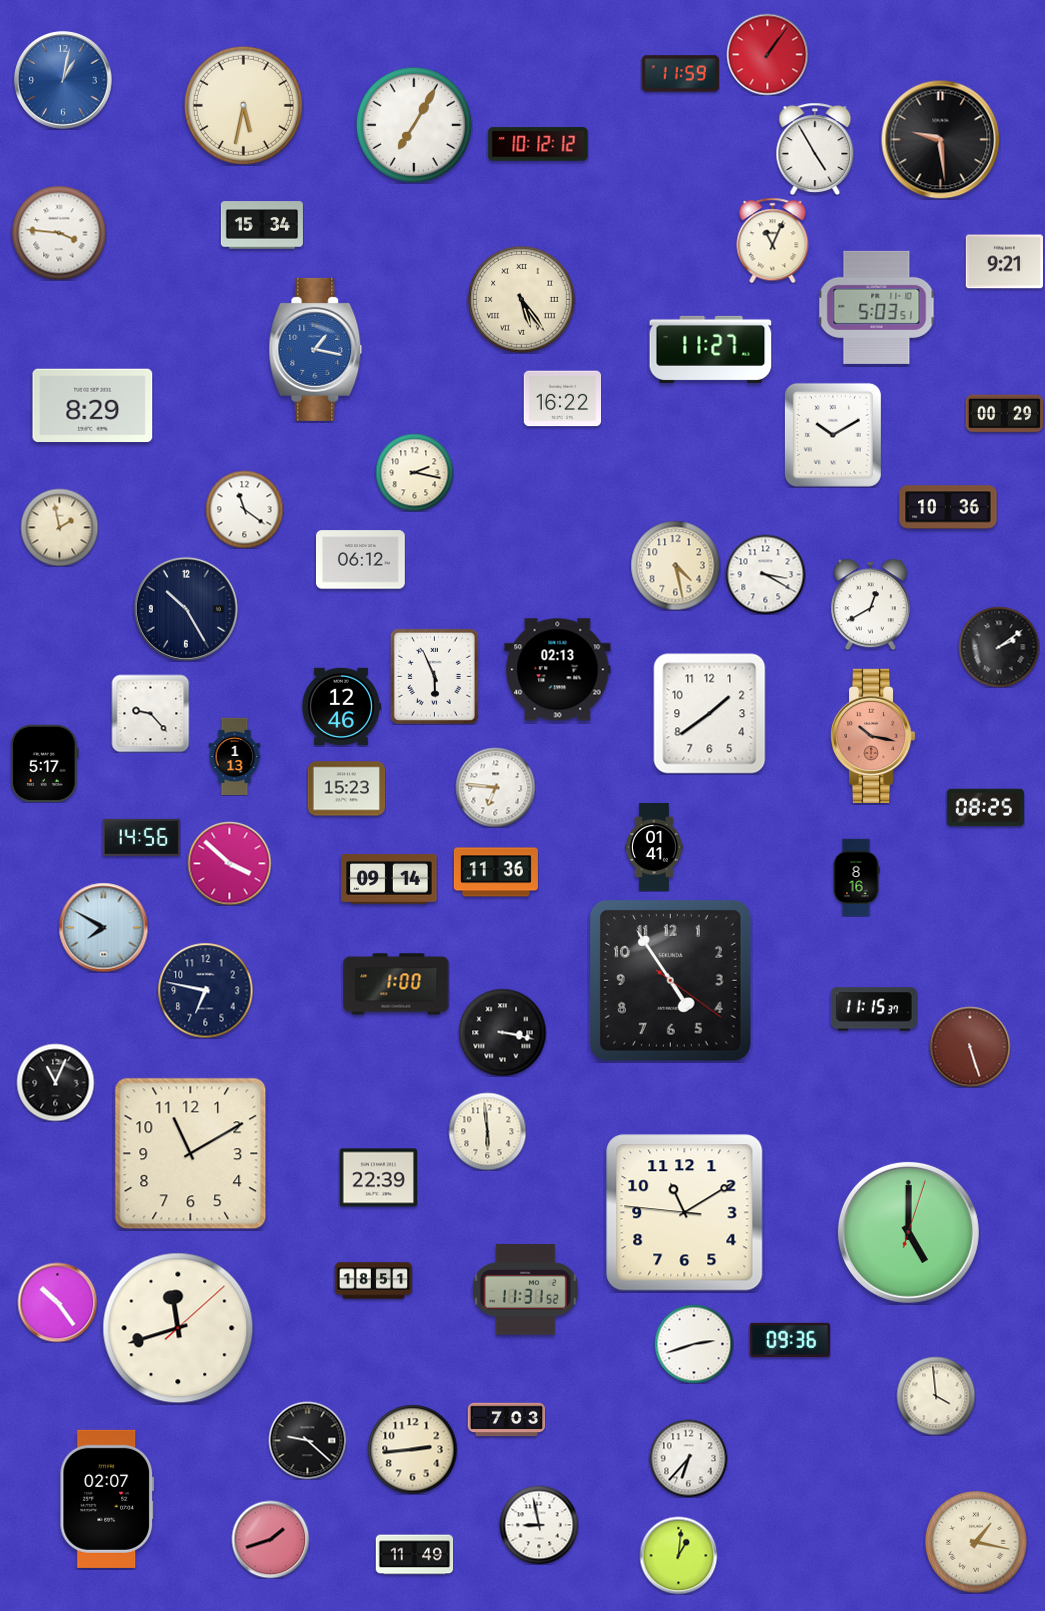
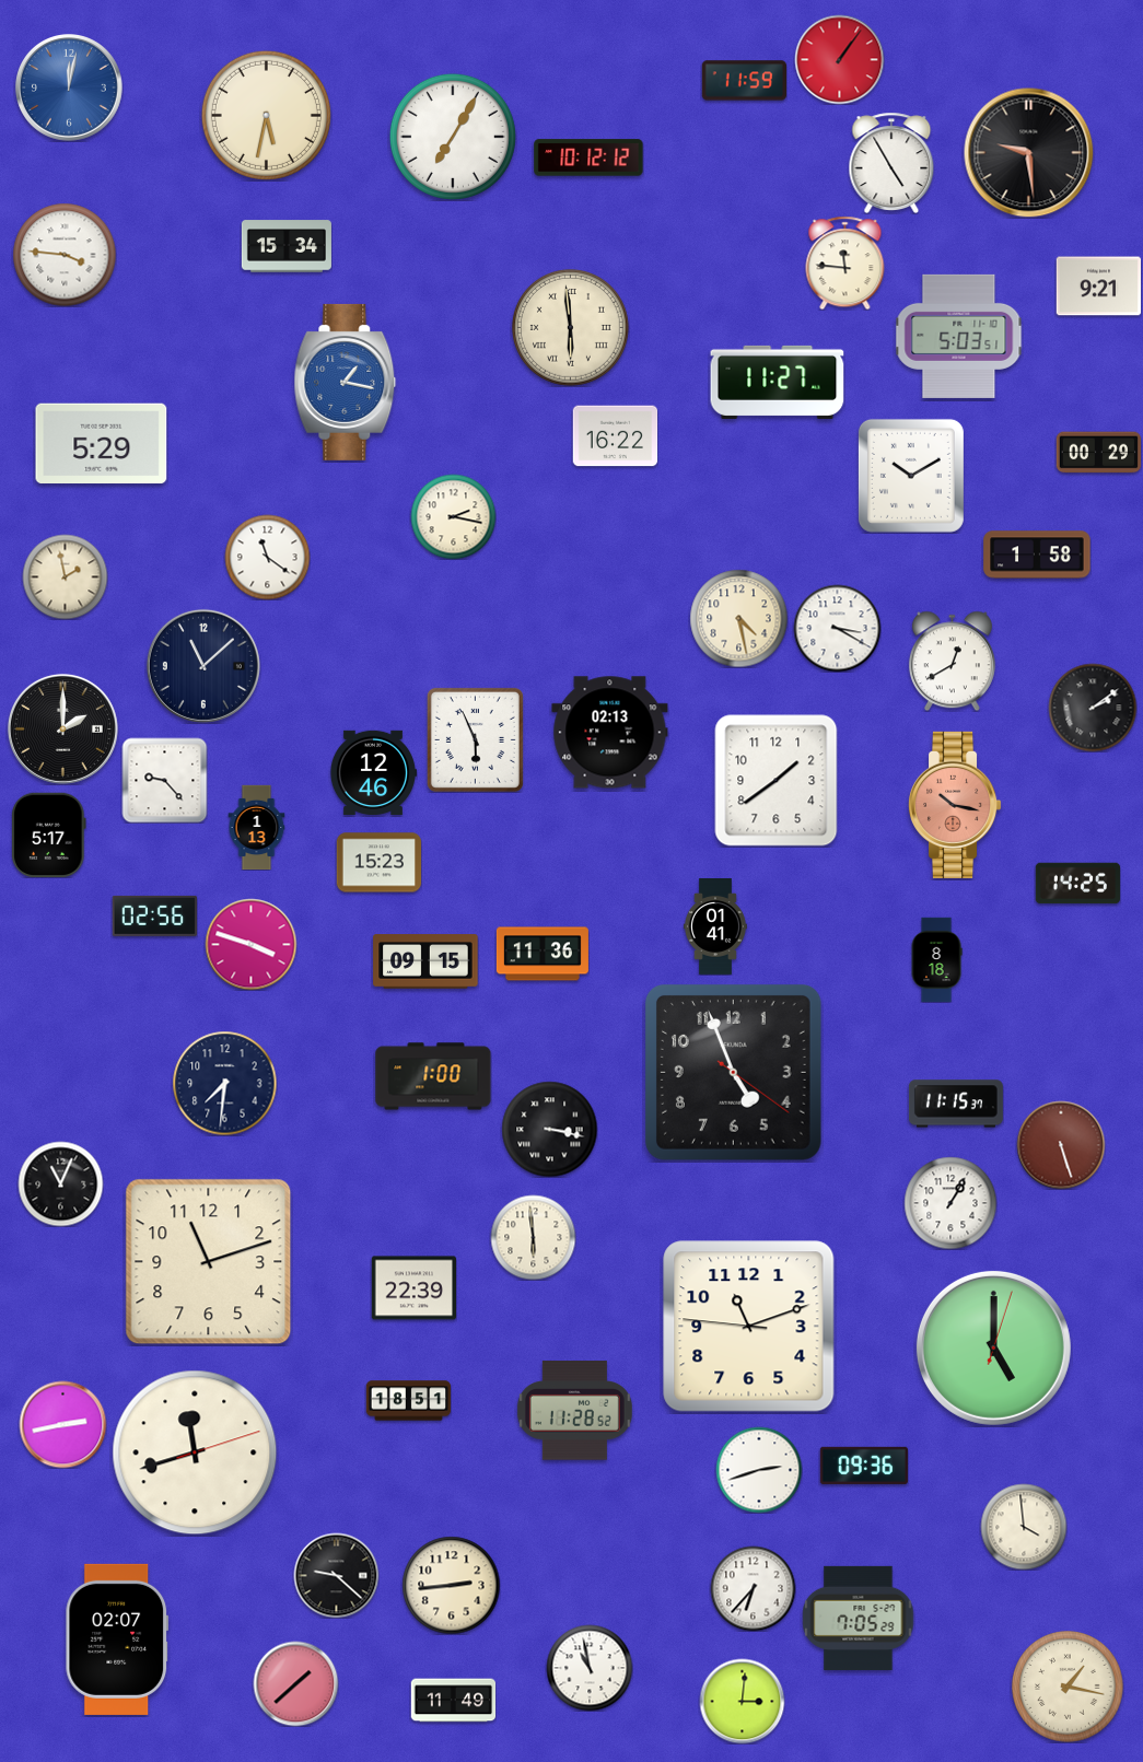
clock at (64, 81): 1:02 -> 12:02
clock at (773, 240): 11:04 -> 11:46
clock at (522, 300): 5:24 -> 5:59
clock at (93, 406): 8:29 -> 5:29
clock at (948, 507): 10:36 -> 1:58
clock at (361, 560): 06:12 -> none
clock at (186, 609): 10:25 -> 11:08
clock at (62, 728): none -> 2:00
clock at (495, 787): 6:46 -> none
clock at (985, 808): 08:25 -> 14:25
clock at (141, 837): 14:56 -> 02:56
clock at (229, 863): 3:52 -> 3:48
clock at (856, 877): 8:16 -> 8:18
clock at (389, 879): 09:14 -> 09:15
clock at (103, 927): 7:50 -> none
clock at (670, 980): 4:54 -> 4:56
clock at (205, 990): 6:47 -> 7:31
clock at (950, 1203): none -> 1:05
clock at (191, 1154): 11:10 -> 11:12
clock at (685, 1213): 11:09 -> 11:11
clock at (525, 1290): 11:31 -> 11:28
clock at (57, 1302): 10:24 -> 2:43
clock at (178, 1328): 11:42:08 -> 11:42:12
clock at (506, 1420): 7:03 -> none
clock at (688, 1458) position: (688, 1458) -> (753, 1588)
clock at (859, 1618): none -> 7:05
clock at (539, 1525): 8:58 -> 10:58
clock at (270, 1539): 1:42 -> 1:38
clock at (678, 1555): 1:01 -> 3:01
